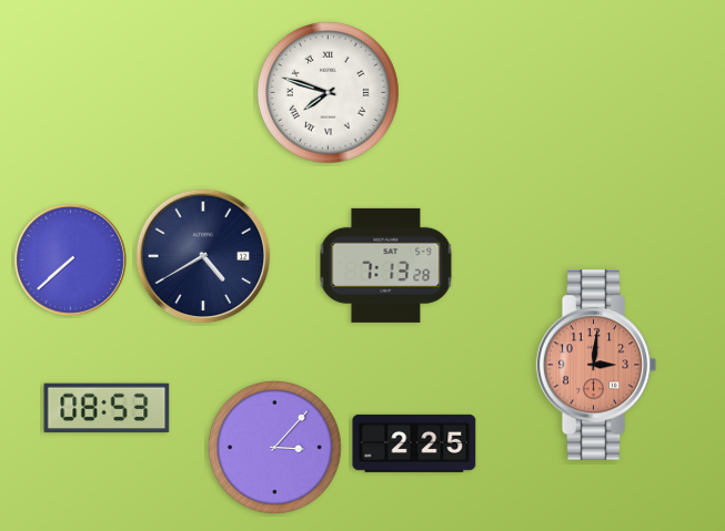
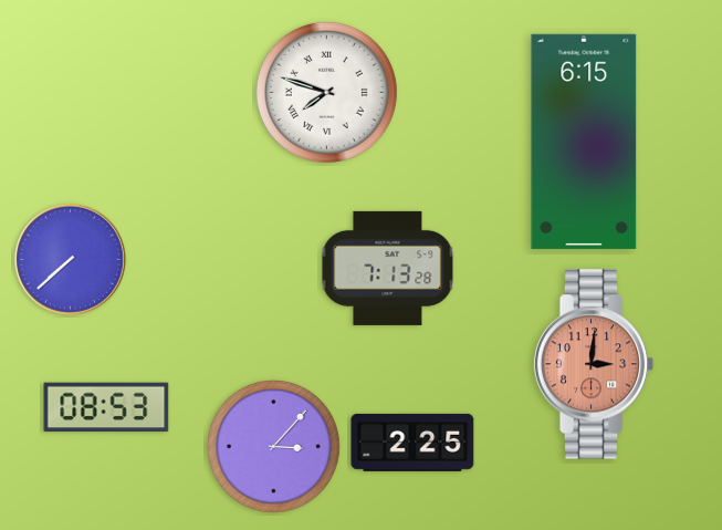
clock at (584, 142): none -> 6:15
clock at (203, 256): 4:40 -> none
clock at (386, 265) position: (386, 265) -> (388, 268)
